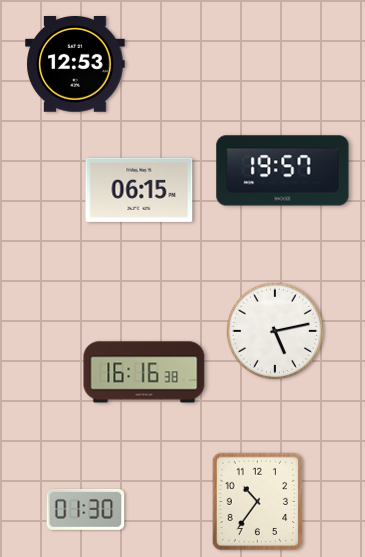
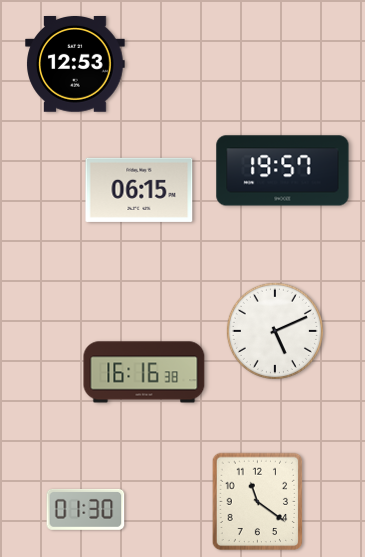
clock at (275, 331): 5:13 -> 5:11
clock at (258, 502): 10:36 -> 11:21
